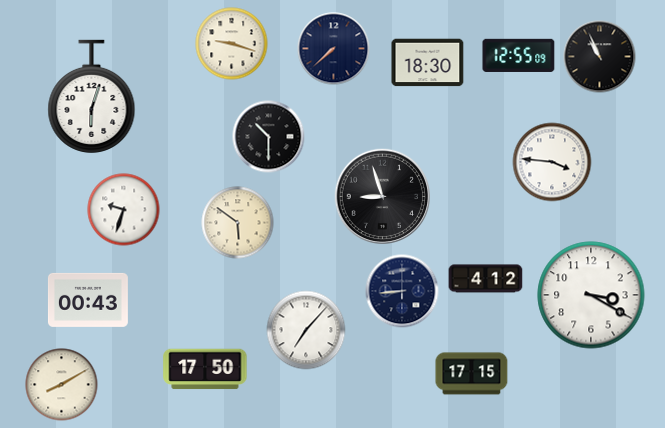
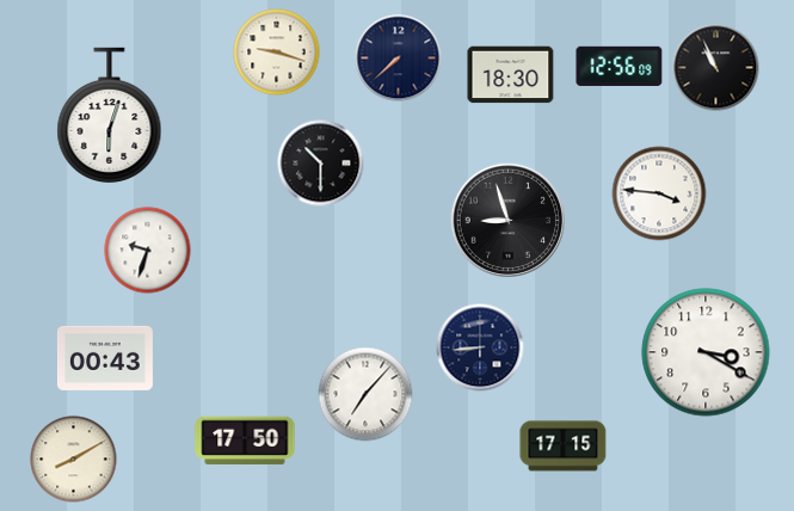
clock at (519, 55): 12:55 -> 12:56
clock at (382, 196) position: (382, 196) -> (507, 220)
clock at (238, 223): 5:51 -> none
clock at (486, 279): 4:12 -> none
